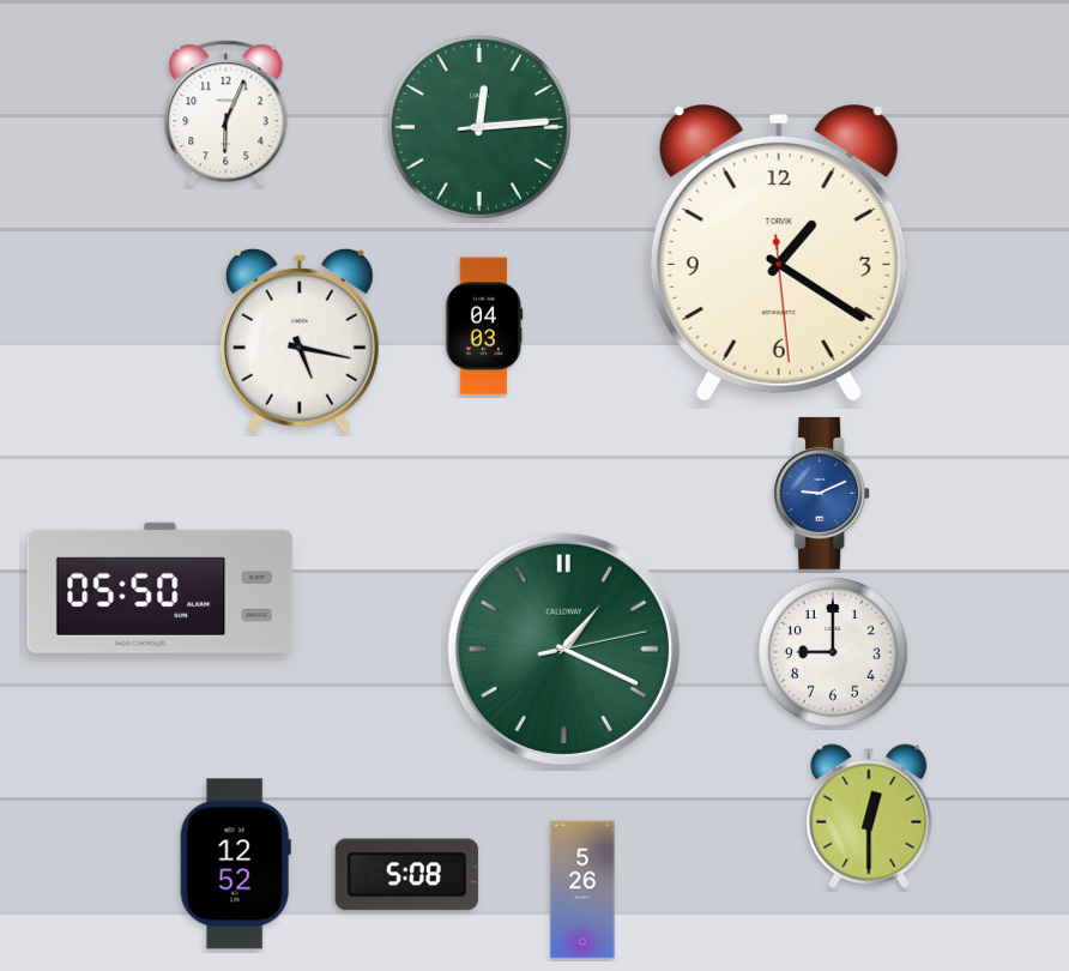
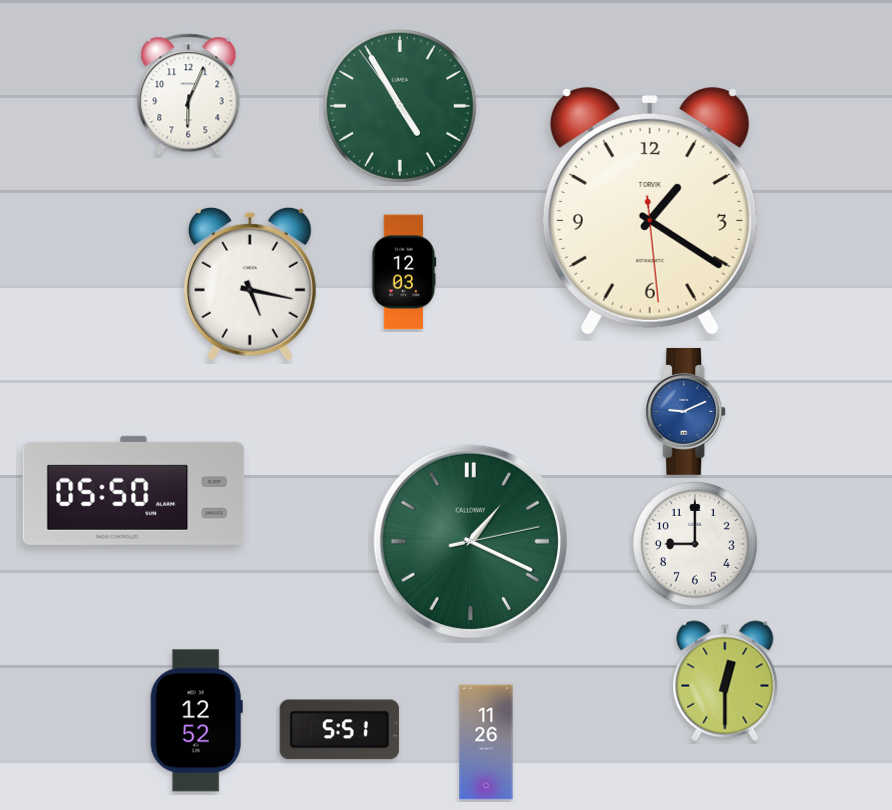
clock at (479, 127): 12:14 -> 4:54
clock at (484, 326): 04:03 -> 12:03
clock at (406, 875): 5:08 -> 5:51
clock at (582, 889): 5:26 -> 11:26
